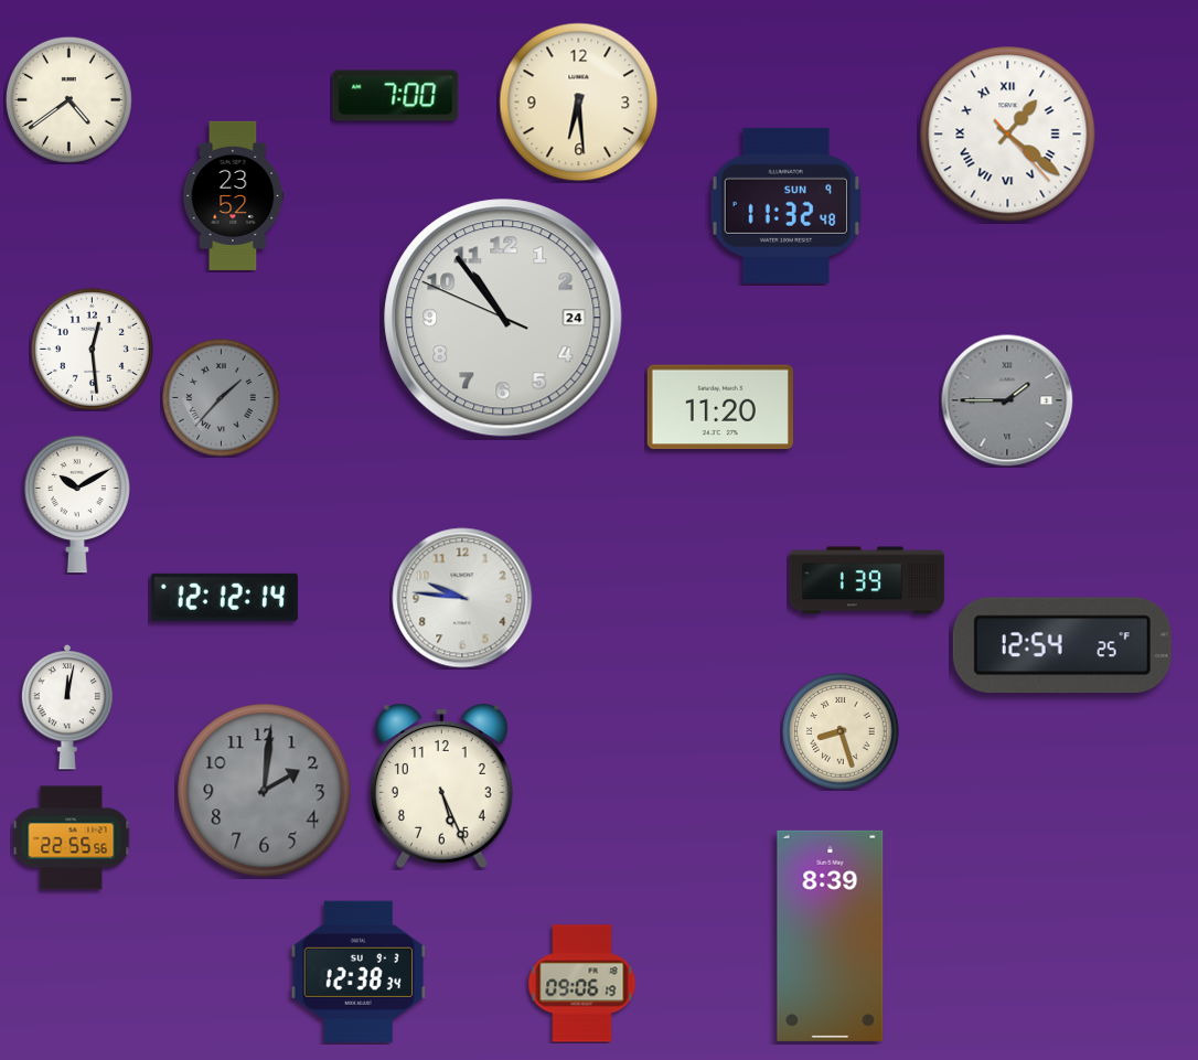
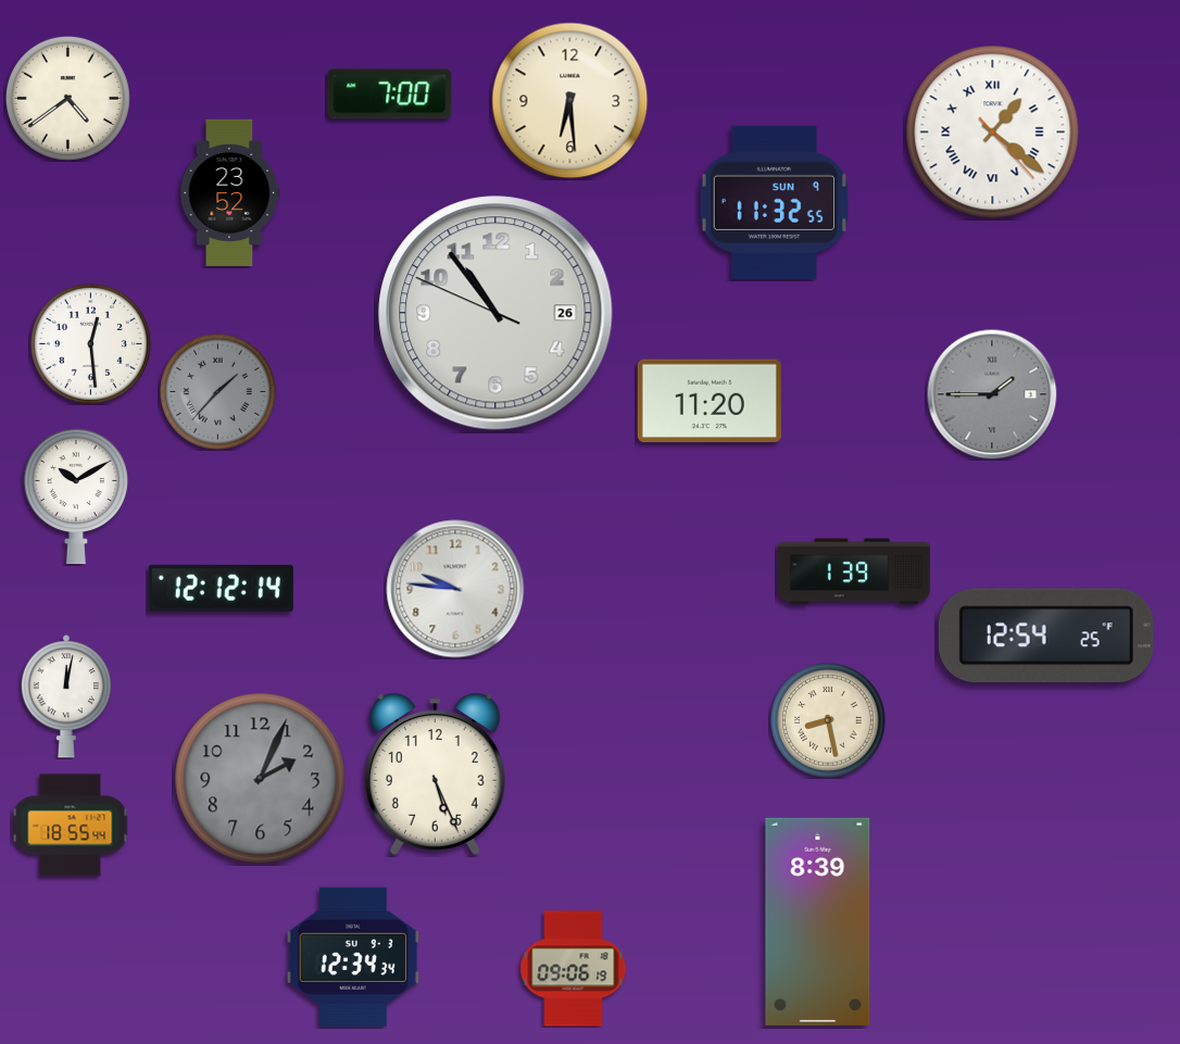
clock at (785, 205): 11:32:48 -> 11:32:55
clock at (503, 318) date: 24 -> 26
clock at (841, 731): 8:27 -> 8:28
clock at (265, 791): 2:01 -> 2:04
clock at (72, 838): 22:55 -> 18:55
clock at (359, 971): 12:38 -> 12:34
